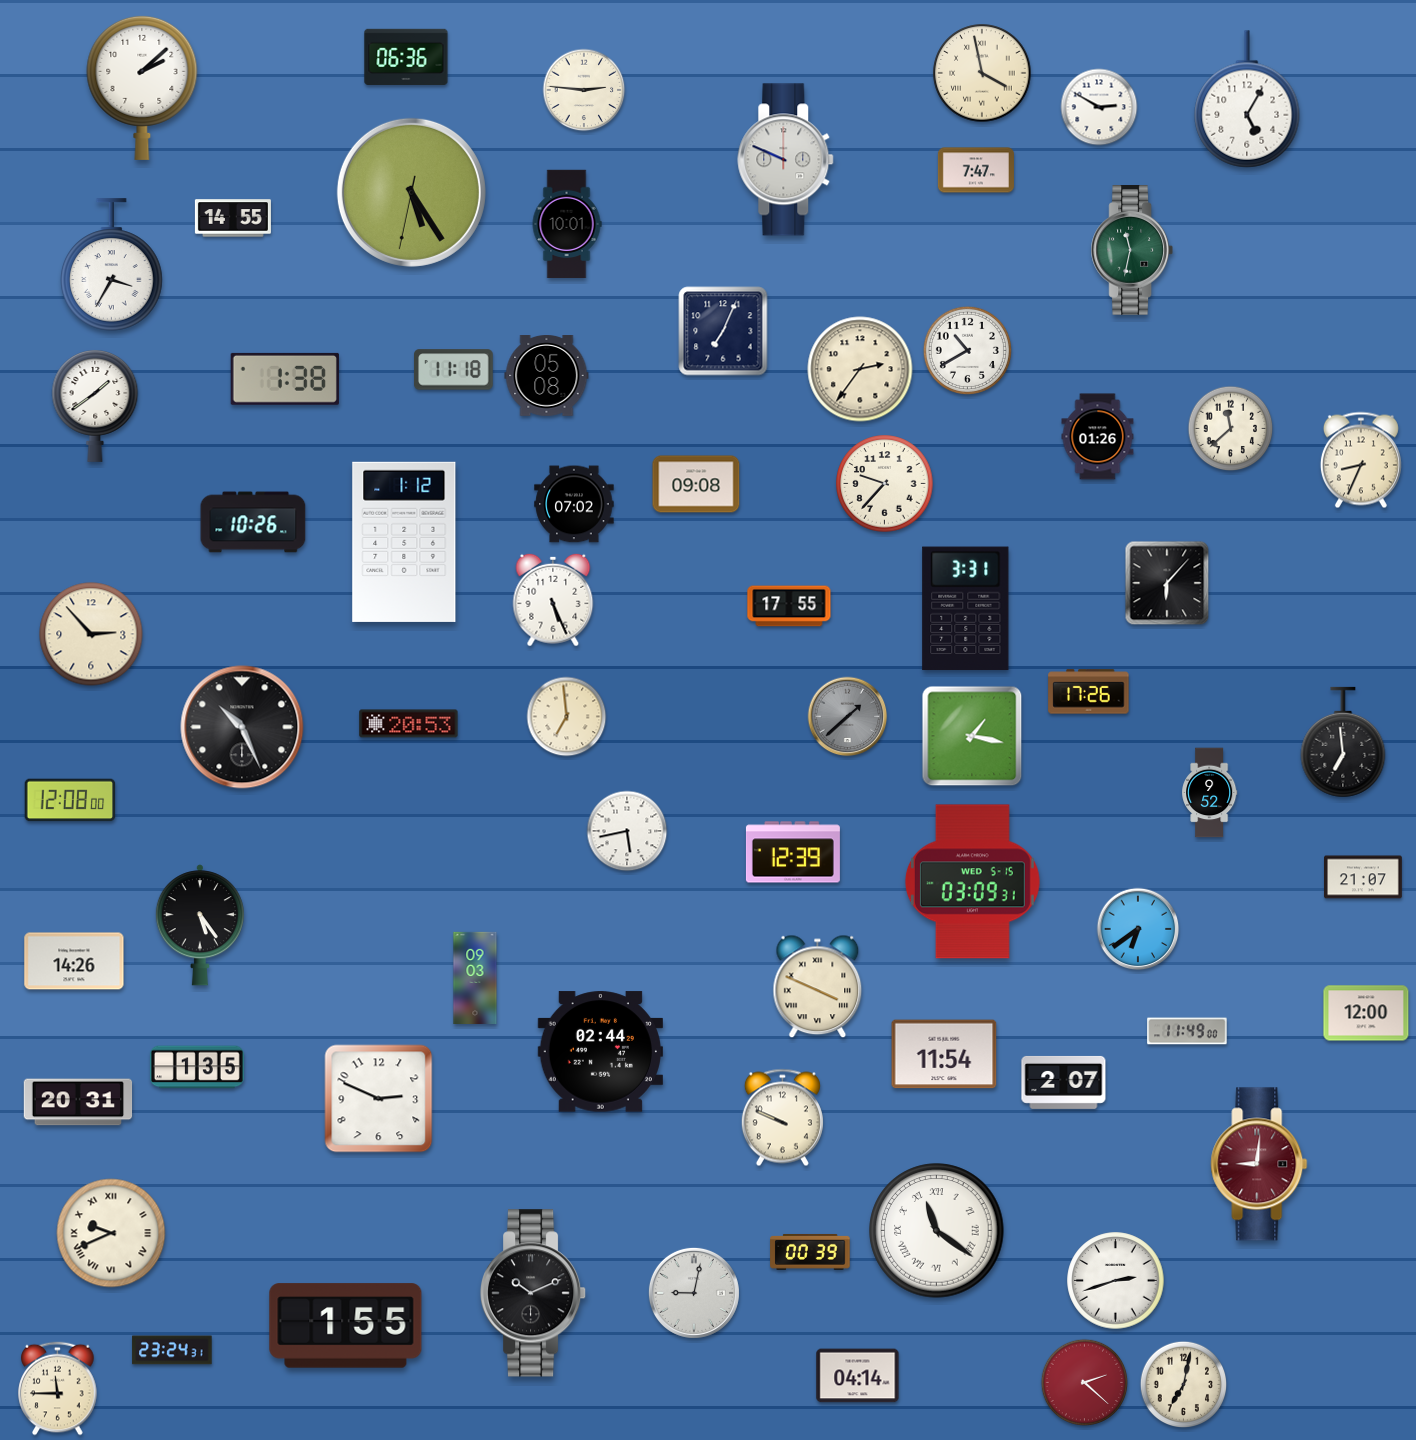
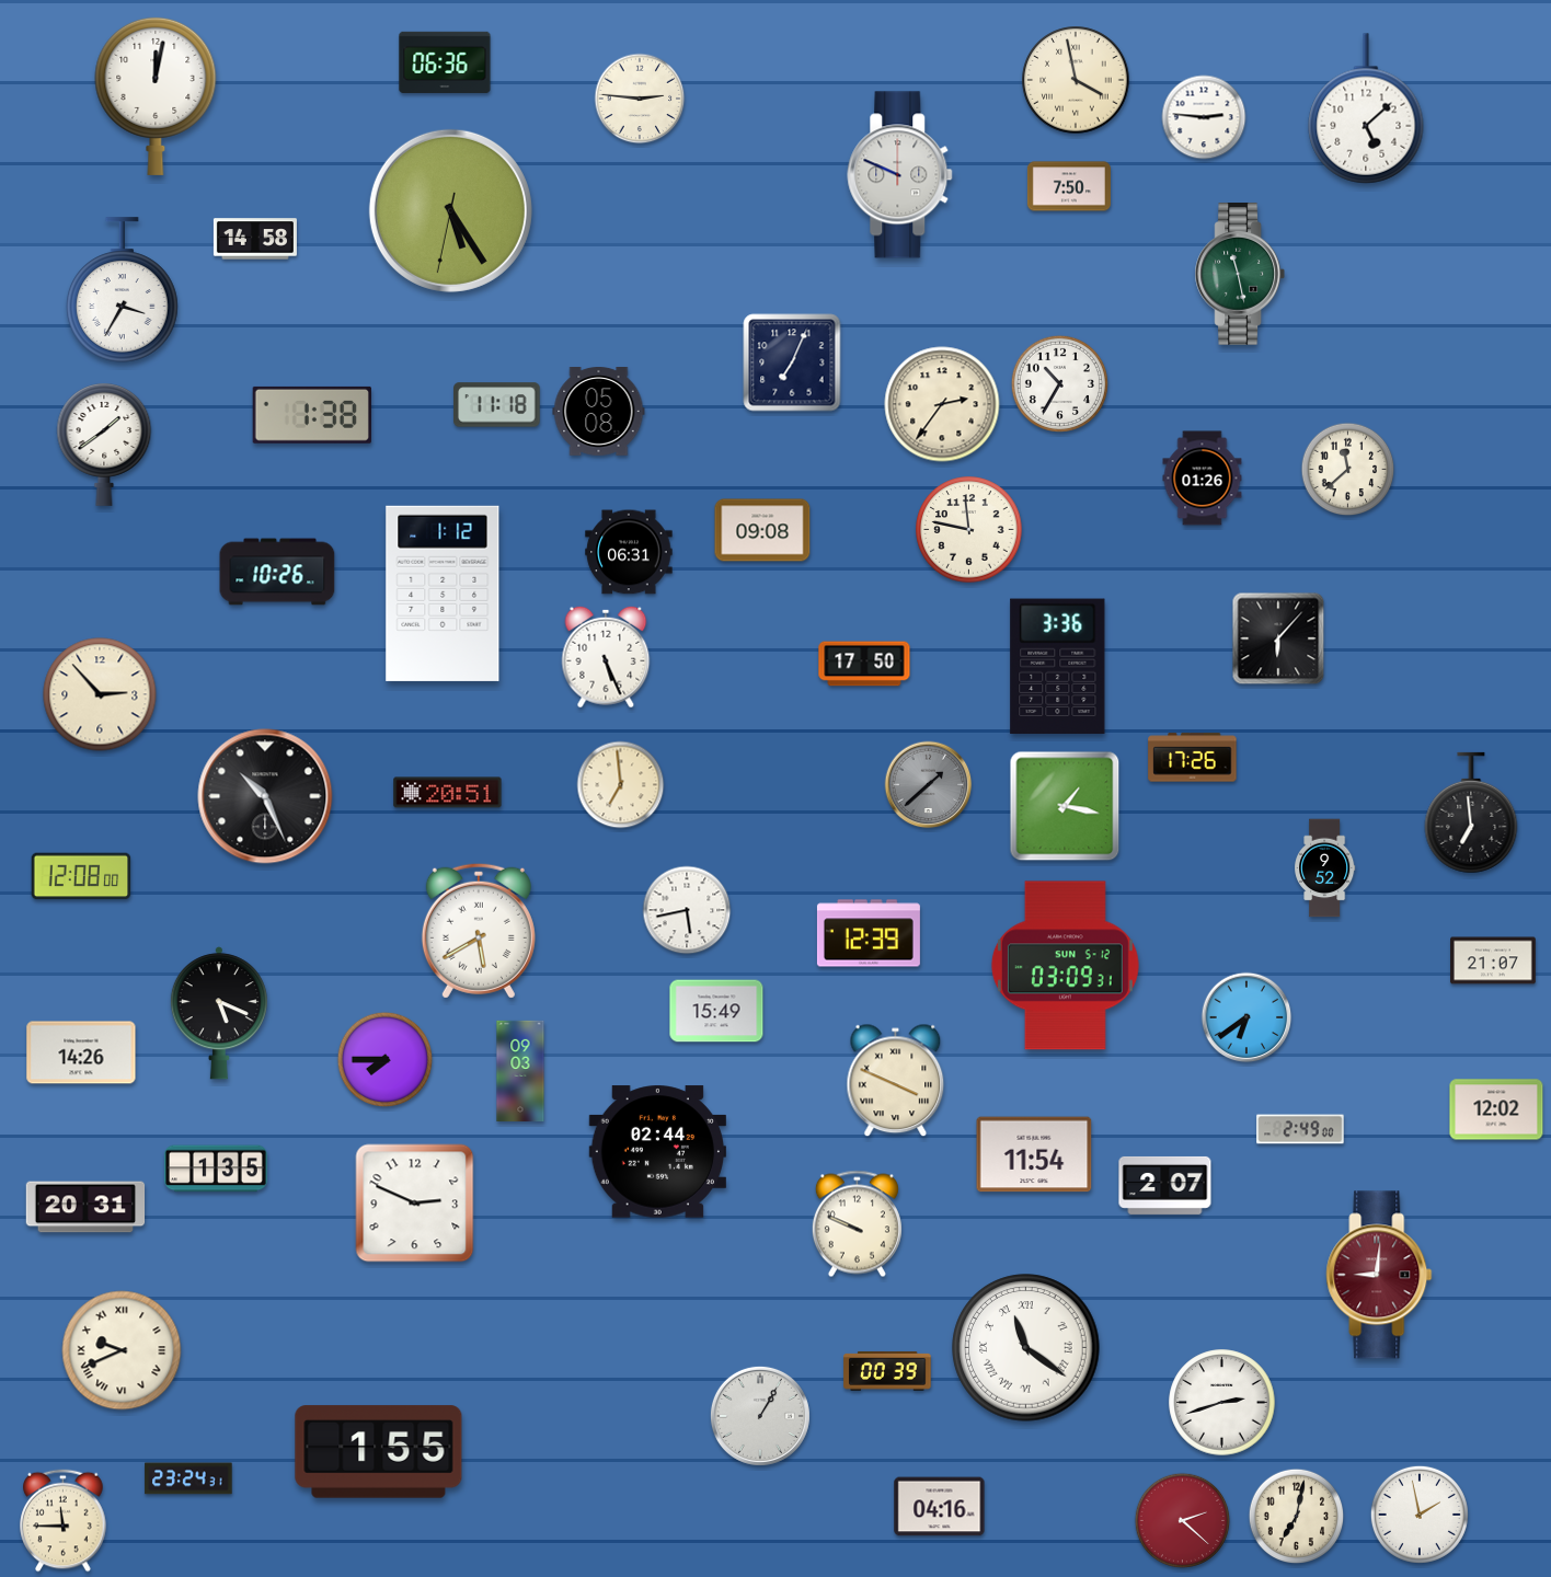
clock at (142, 87): 2:08 -> 12:02
clock at (1247, 99): 5:05 -> 5:08
clock at (1099, 107): 2:50 -> 2:46
clock at (786, 160) position: (786, 160) -> (900, 175)
clock at (976, 170): 7:47 -> 7:50
clock at (233, 218): 14:55 -> 14:58
clock at (567, 224): 10:01 -> none
clock at (1131, 251): 11:32 -> 11:28
clock at (967, 350): 10:40 -> 10:35
clock at (1361, 460): 8:34 -> none
clock at (885, 484): 9:37 -> 11:47
clock at (574, 504): 07:02 -> 06:31
clock at (789, 606): 17:55 -> 17:50
clock at (966, 609): 3:31 -> 3:36
clock at (409, 724): 20:53 -> 20:51
clock at (70, 800) position: (70, 800) -> (81, 876)
clock at (479, 931): none -> 5:40
clock at (972, 882) date: WED 5-15 -> SUN 5-12
clock at (716, 1011): none -> 15:49
clock at (200, 925): 5:24 -> 5:19
clock at (386, 1060): none -> 7:45
clock at (1366, 1013): 12:00 -> 12:02
clock at (1187, 1031): 11:49 -> 2:49
clock at (533, 1293): 10:11 -> none
clock at (694, 1293): 9:02 -> 1:05
clock at (858, 1376): 04:14 -> 04:16
clock at (1085, 1383) position: (1085, 1383) -> (1183, 1521)
clock at (1420, 1515): none -> 1:58
